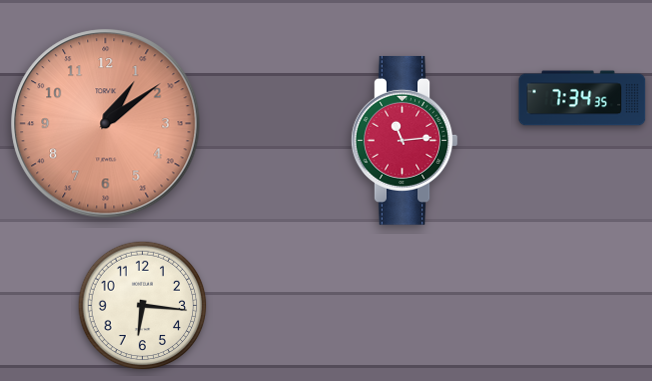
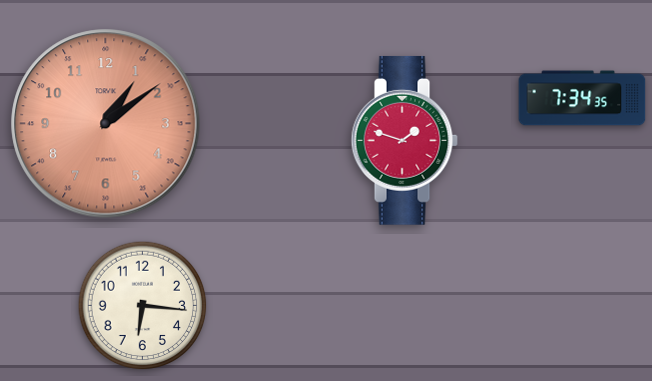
clock at (404, 140): 11:14 -> 1:48
